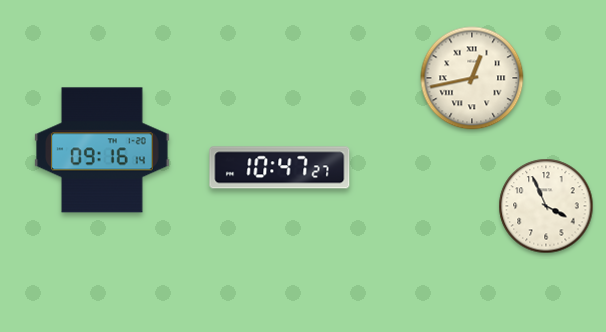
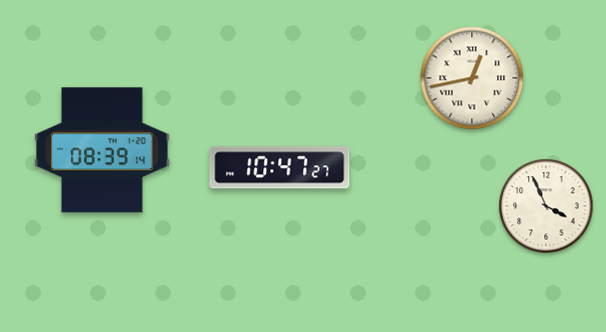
clock at (102, 150): 09:16 -> 08:39
